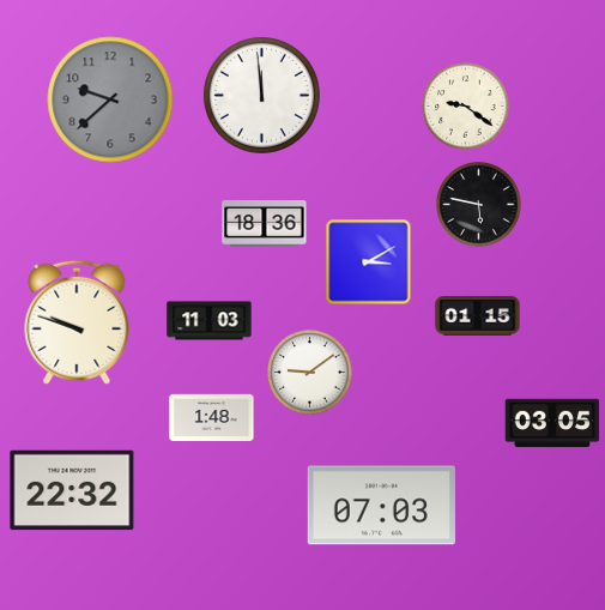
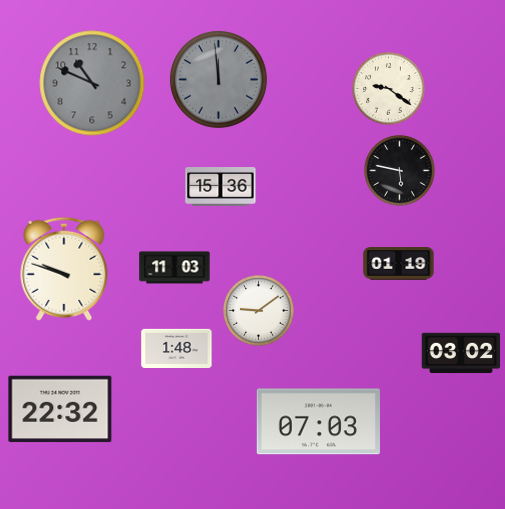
clock at (261, 95) dial: white -> grey
clock at (110, 99): 9:38 -> 10:49
clock at (265, 224): 18:36 -> 15:36
clock at (369, 262): 3:10 -> none
clock at (478, 316): 01:15 -> 01:19
clock at (552, 423): 03:05 -> 03:02
